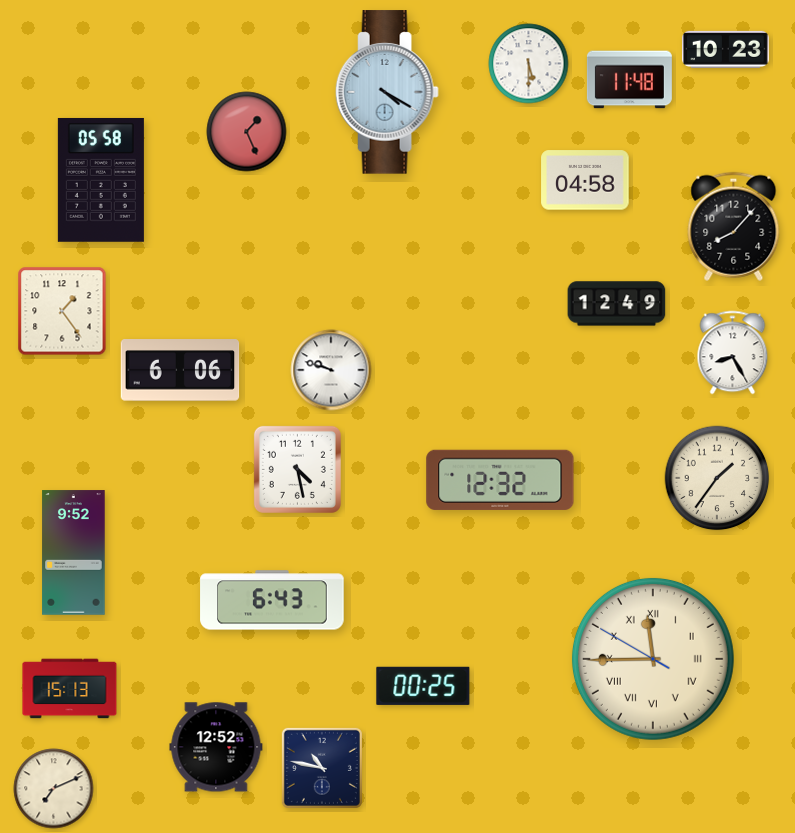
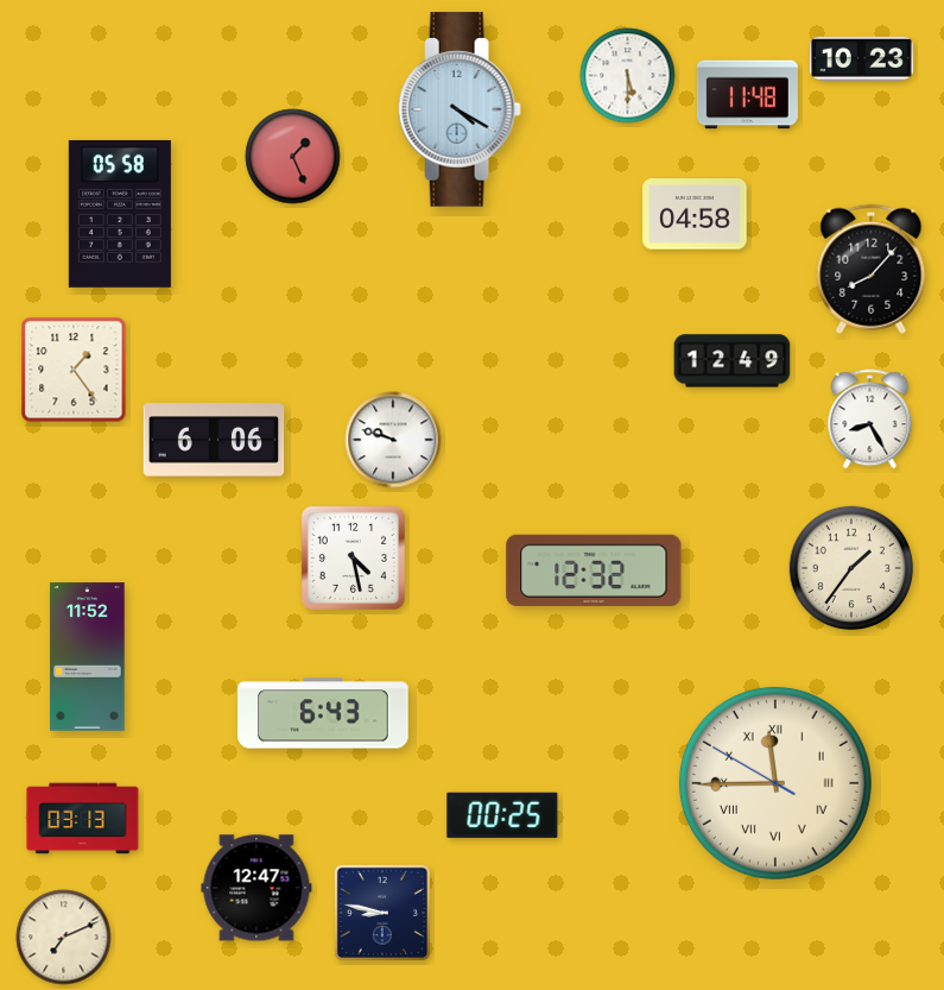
clock at (74, 553): 9:52 -> 11:52
clock at (70, 689): 15:13 -> 03:13
clock at (216, 747): 12:52 -> 12:47
clock at (322, 768): 10:47 -> 8:47
